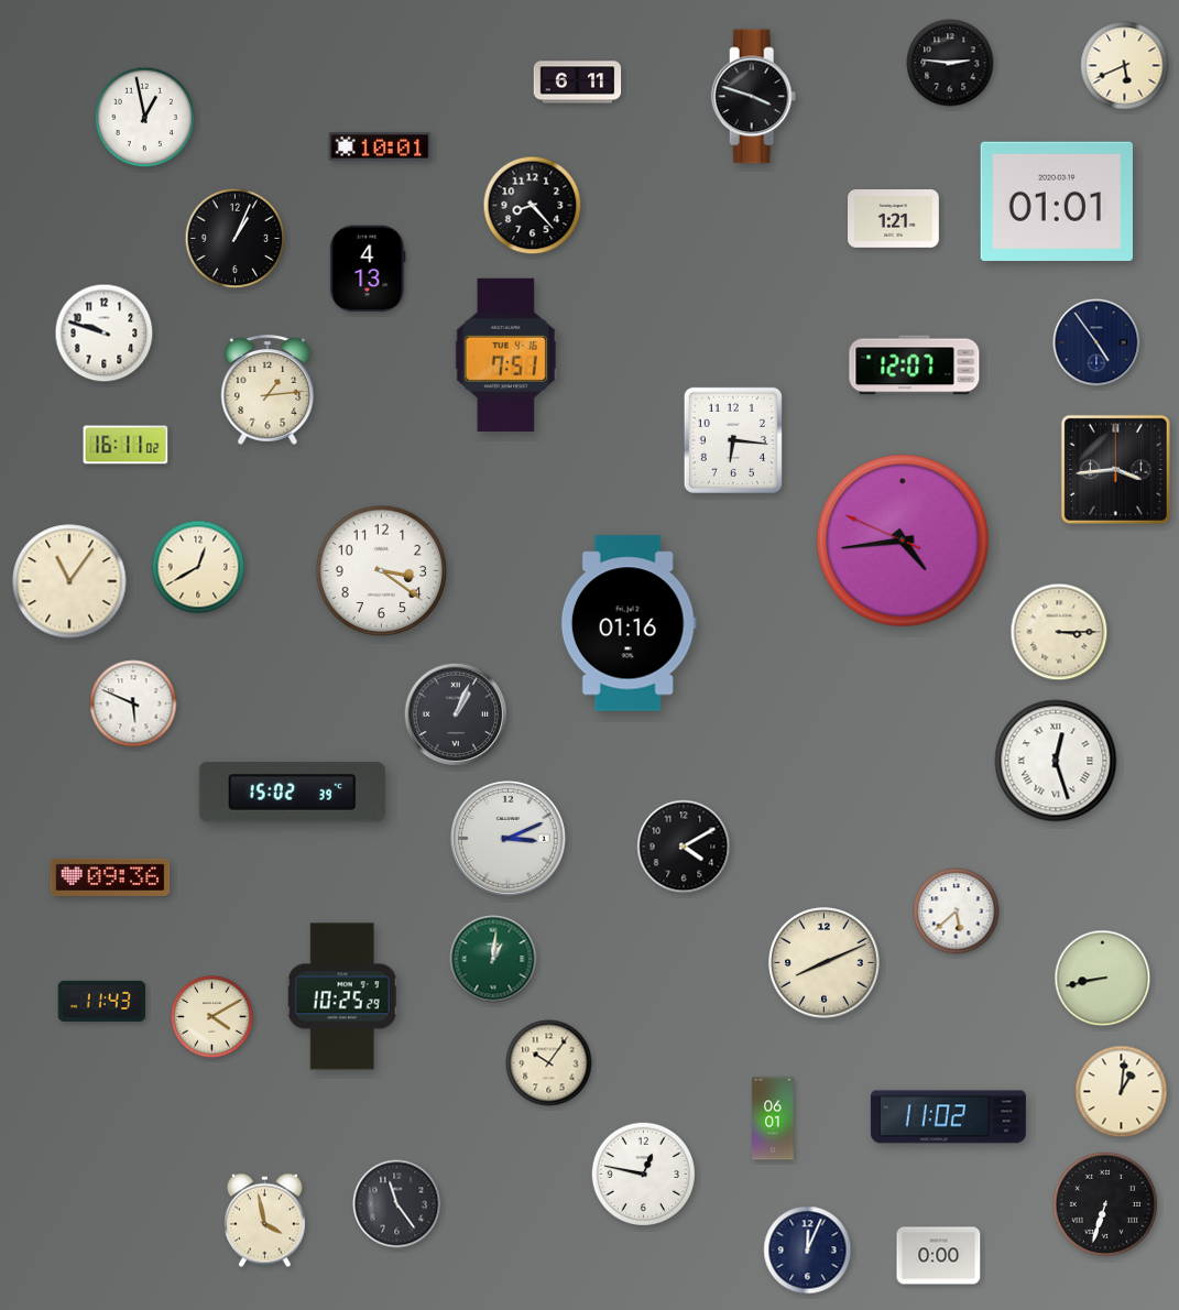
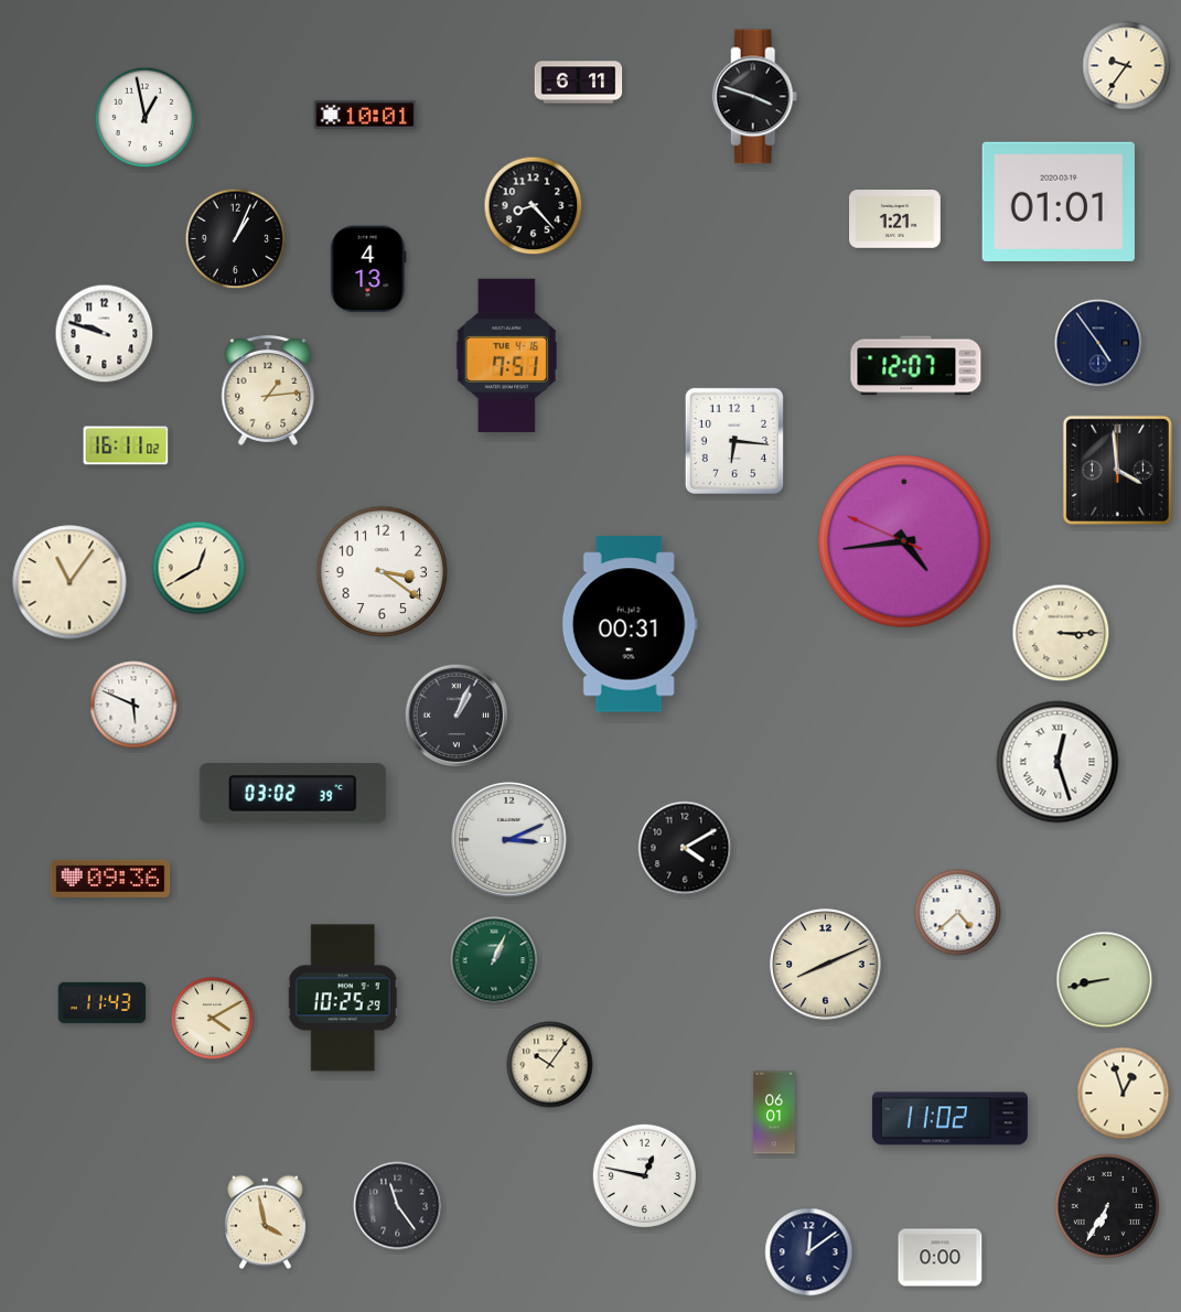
clock at (950, 63): 2:46 -> none
clock at (1125, 66): 5:41 -> 9:36
clock at (380, 146) position: (380, 146) -> (365, 115)
clock at (1115, 469): 3:44 -> 3:59
clock at (629, 623): 01:16 -> 00:31
clock at (292, 793): 15:02 -> 03:02
clock at (957, 911): 5:38 -> 4:38
clock at (493, 959): 1:01 -> 1:04
clock at (1122, 1092): 1:01 -> 12:57
clock at (773, 1118) position: (773, 1118) -> (774, 1112)
clock at (1105, 1204): 6:33 -> 6:35
clock at (808, 1251): 12:04 -> 12:09
